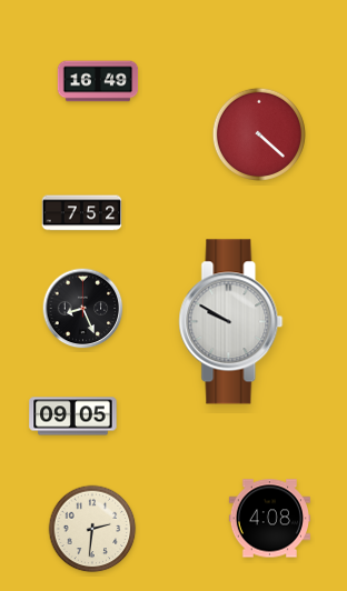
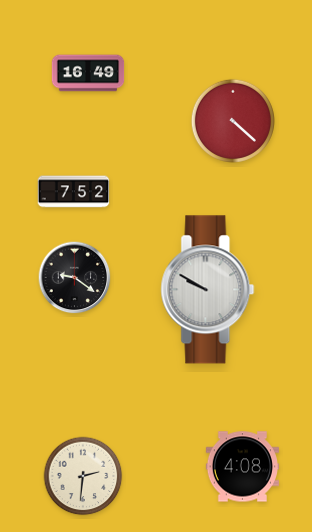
clock at (83, 309): 8:26 -> 9:21
clock at (73, 417): 09:05 -> none
